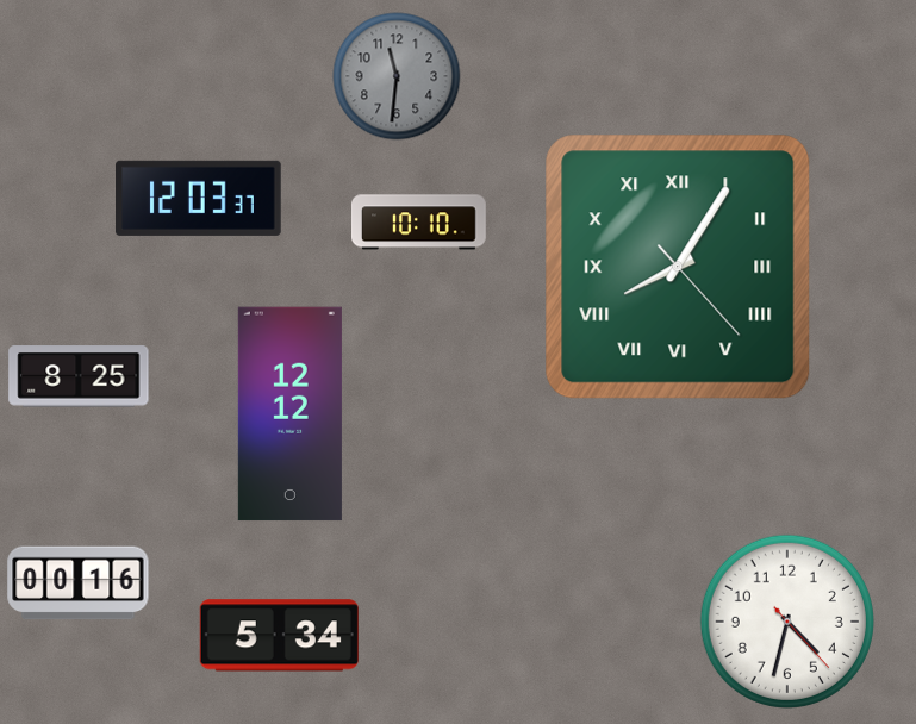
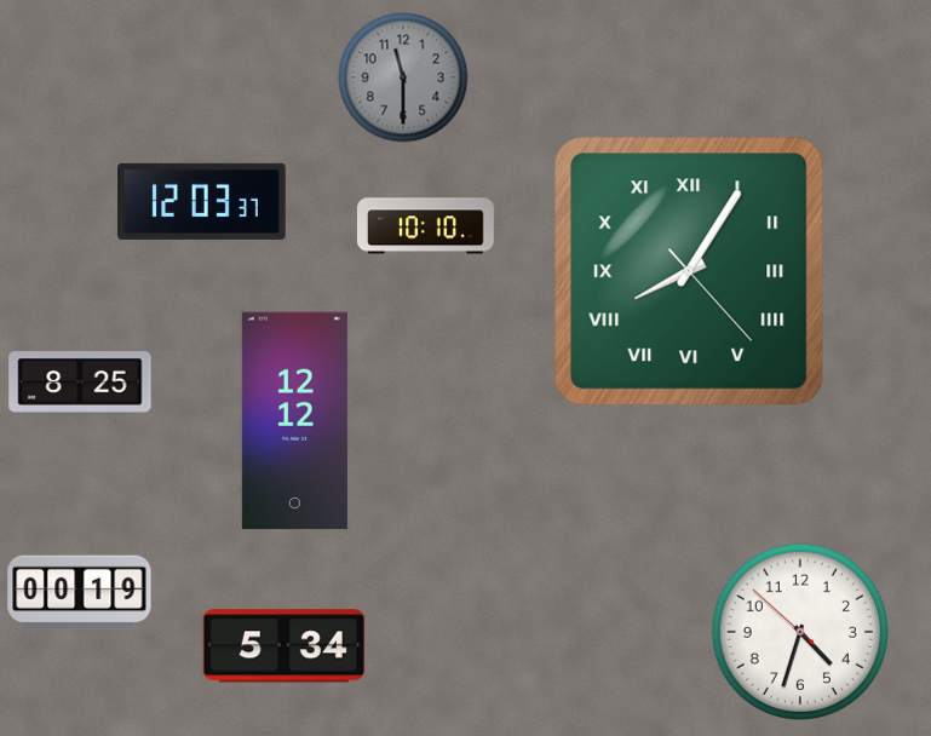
clock at (397, 76): 11:31 -> 11:30
clock at (79, 583): 00:16 -> 00:19
clock at (787, 622): 4:32:23 -> 4:32:52
